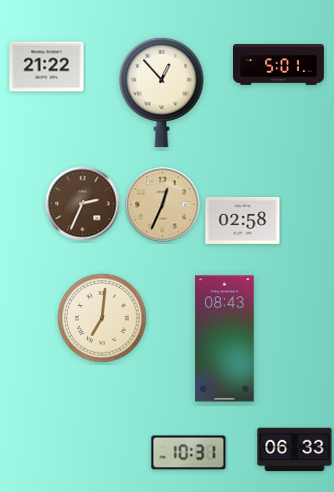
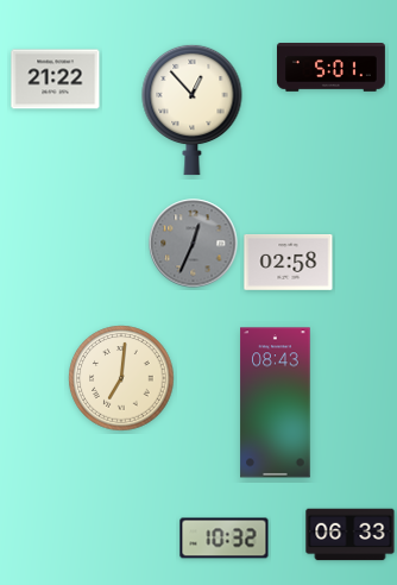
clock at (278, 65) position: (278, 65) -> (330, 68)
clock at (83, 204): 2:34 -> none
clock at (163, 205) dial: champagne -> grey
clock at (225, 339) position: (225, 339) -> (276, 403)
clock at (189, 453): 10:31 -> 10:32
